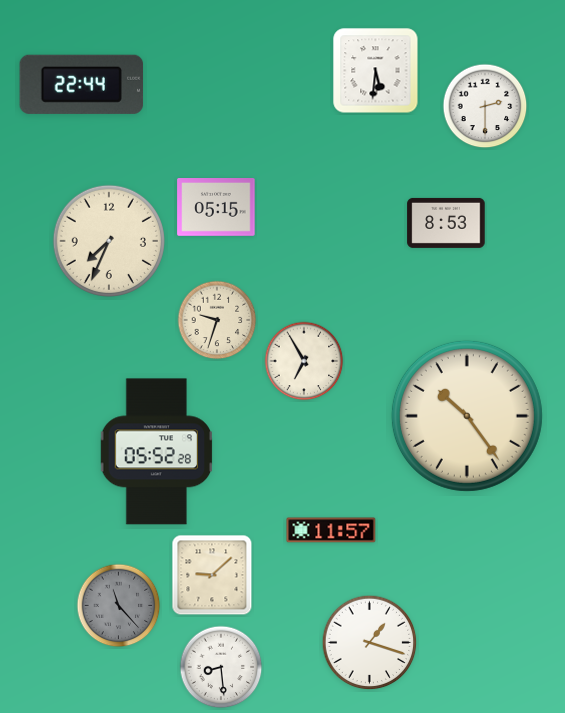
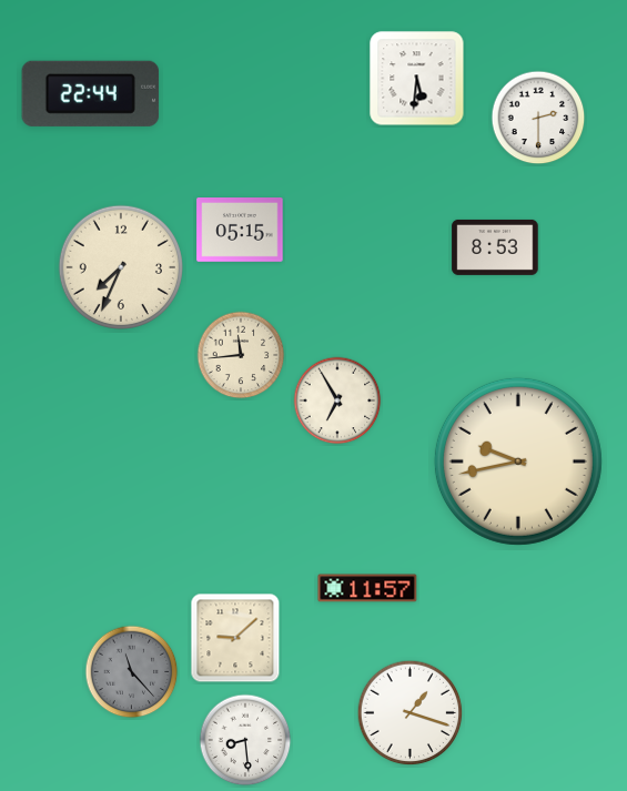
clock at (217, 320): 9:33 -> 11:44
clock at (467, 416): 10:24 -> 9:43
clock at (157, 452): 05:52 -> none
